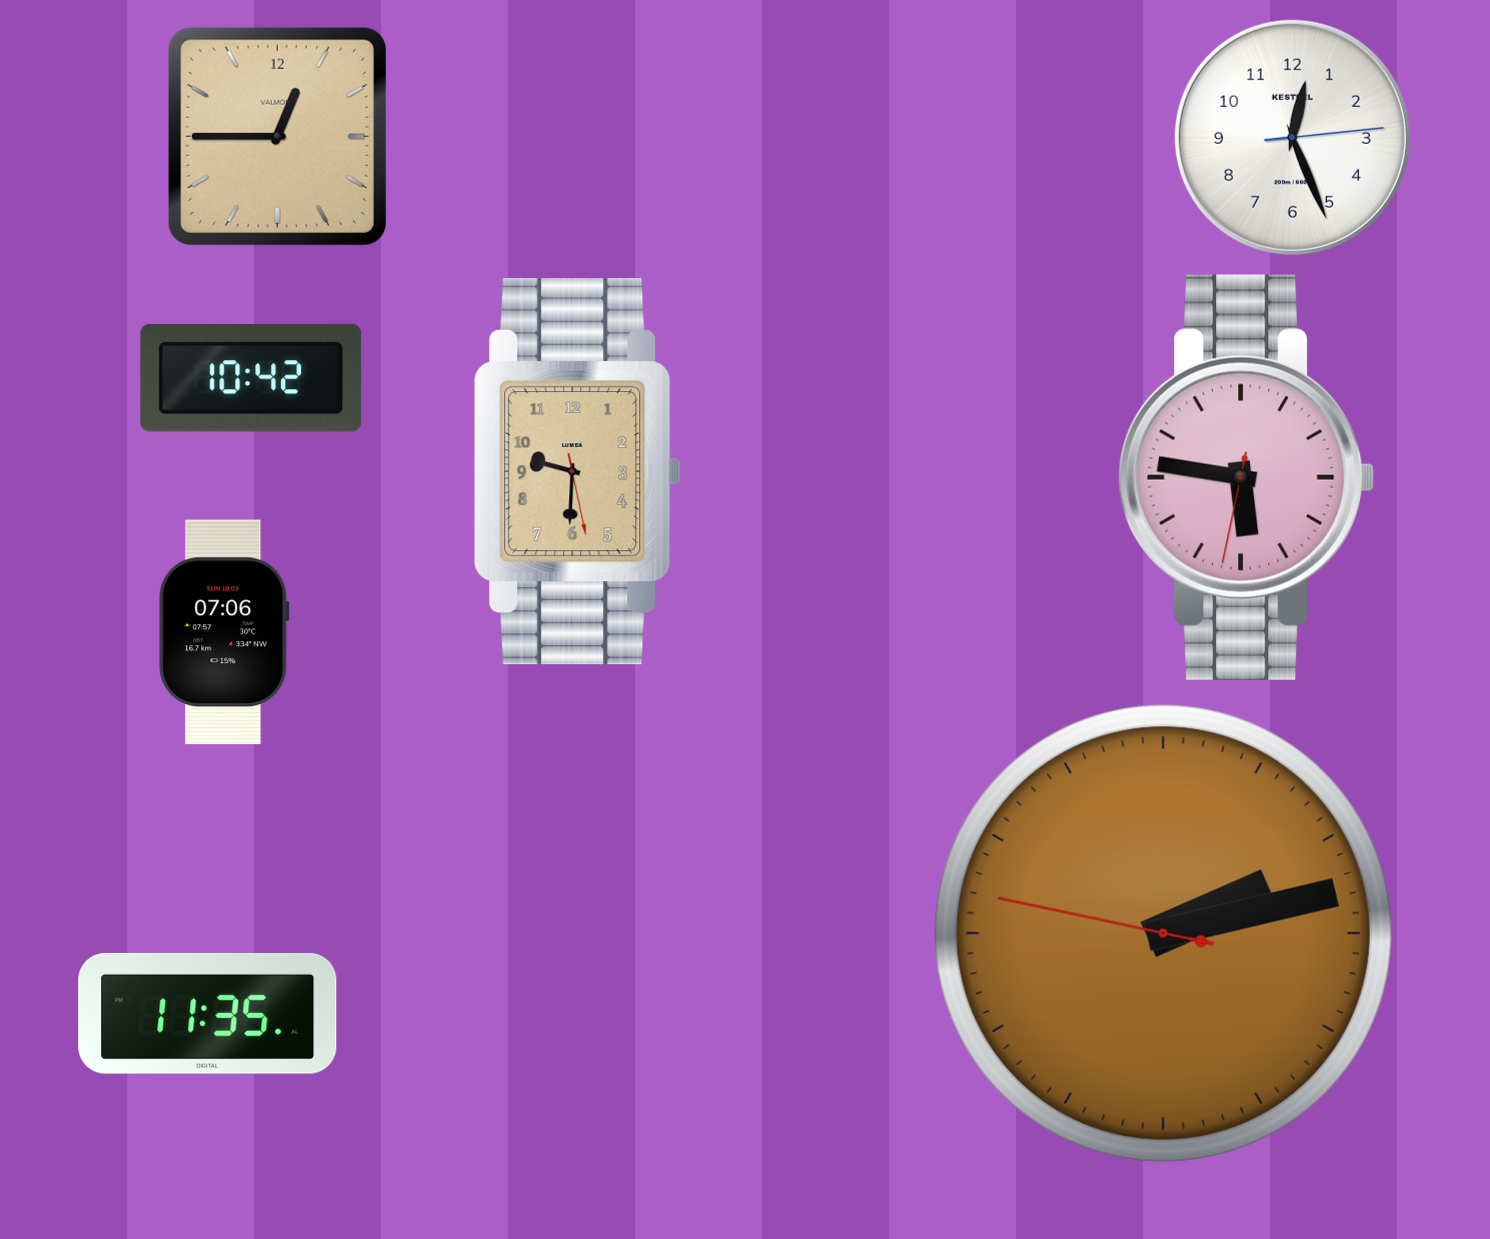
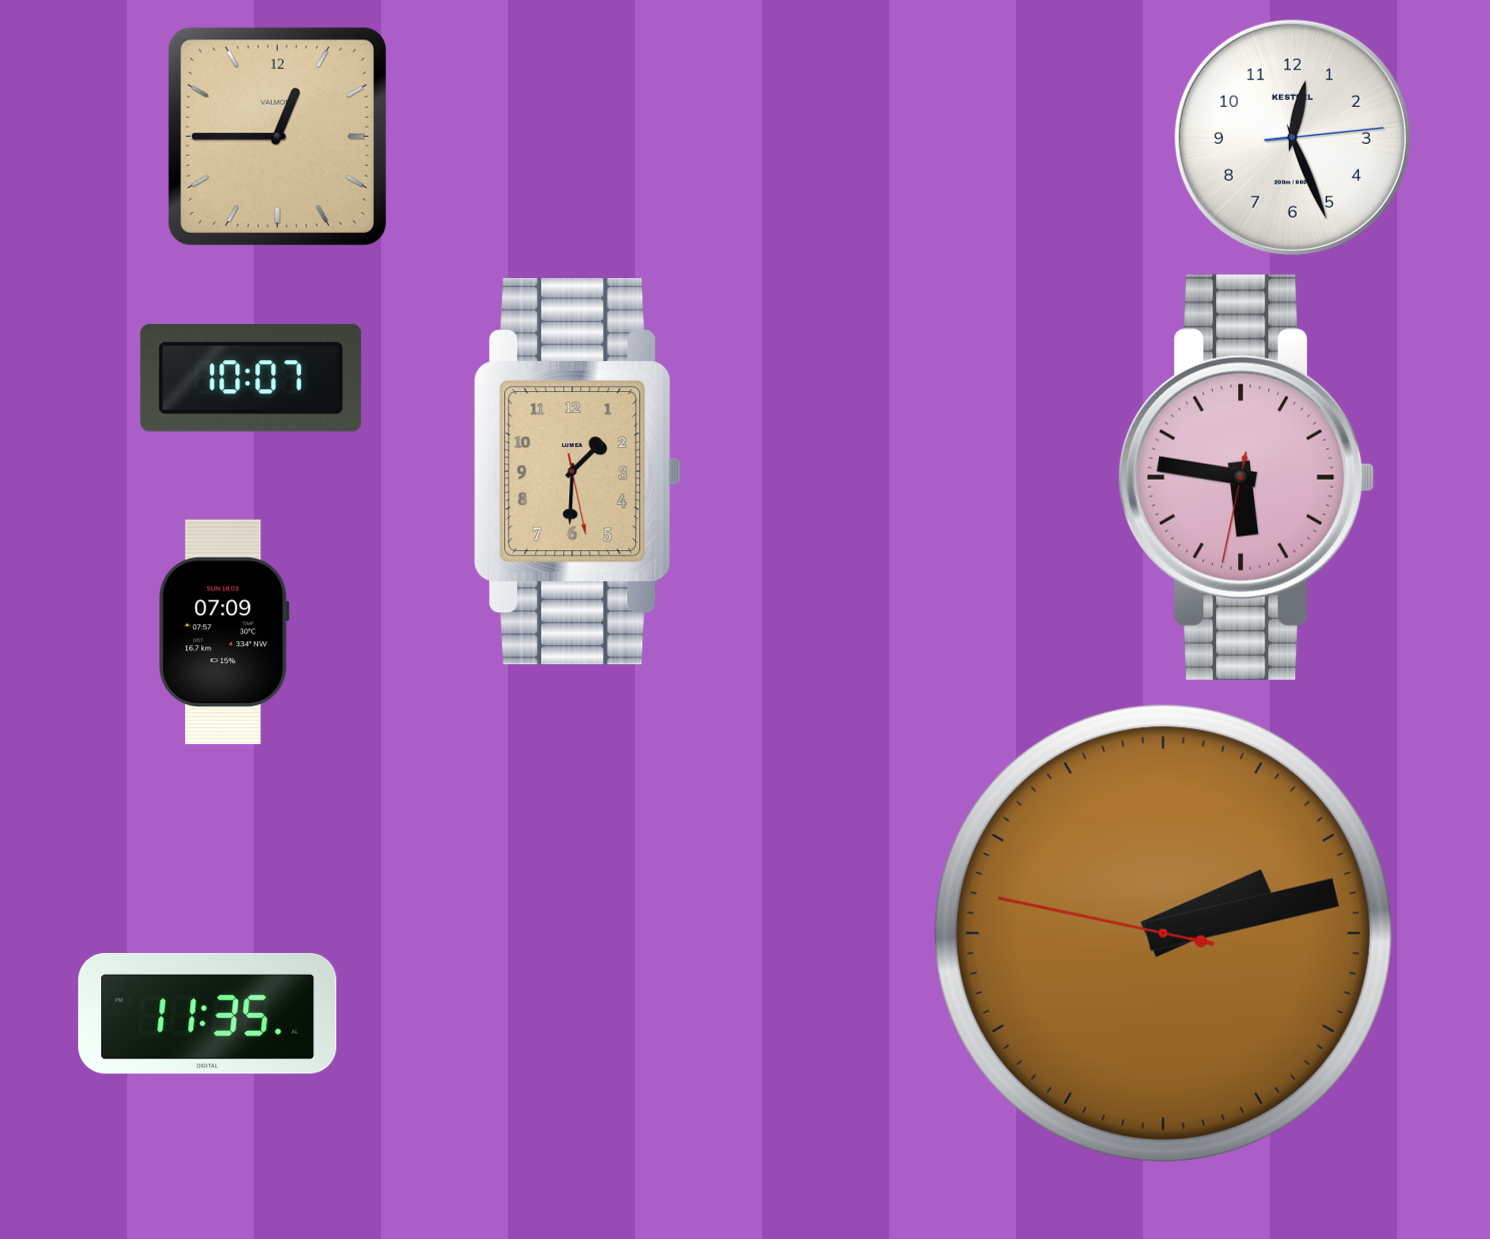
clock at (251, 378): 10:42 -> 10:07
clock at (577, 472): 9:30 -> 1:30
clock at (224, 632): 07:06 -> 07:09
